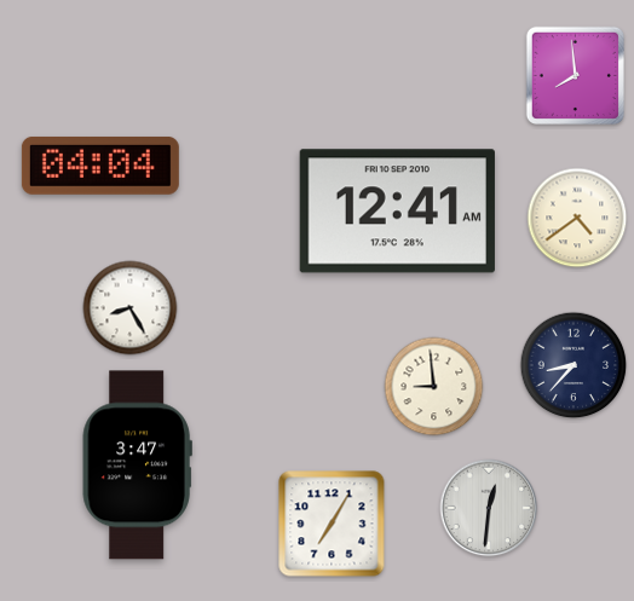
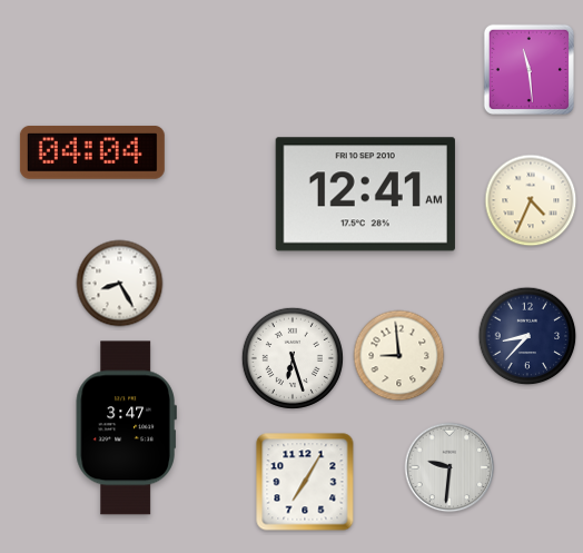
clock at (575, 75): 7:59 -> 11:29
clock at (577, 218): 4:39 -> 4:34
clock at (293, 358): none -> 6:27
clock at (489, 508): 12:31 -> 9:31
